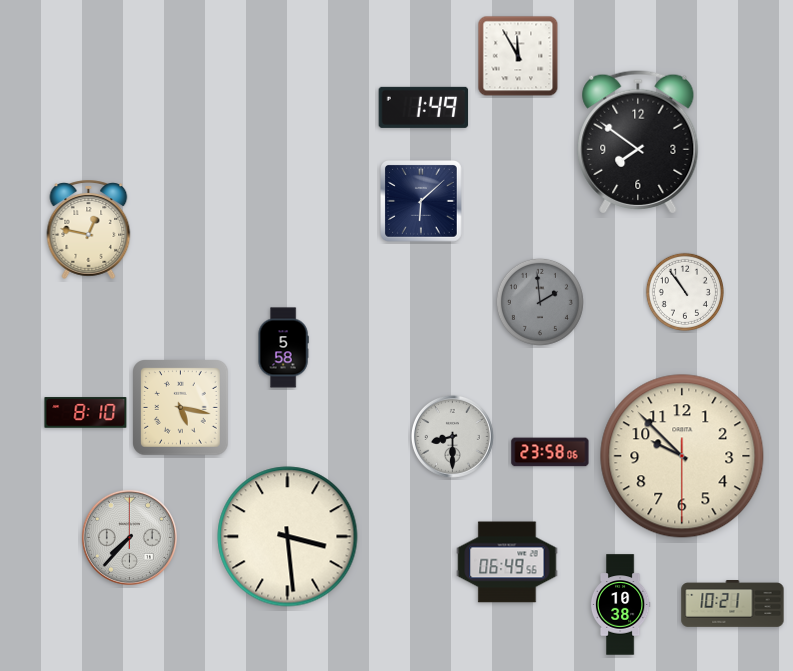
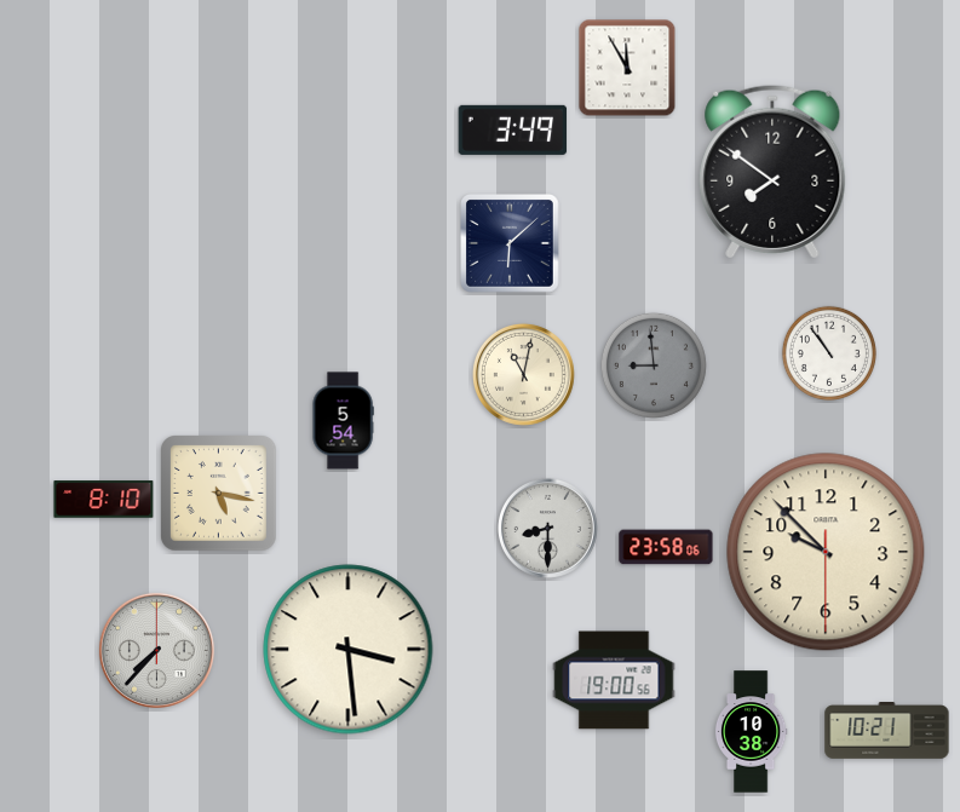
clock at (424, 107): 1:49 -> 3:49
clock at (89, 229): 12:47 -> none
clock at (540, 302): 1:59 -> 8:59
clock at (523, 374): none -> 11:02
clock at (283, 348): 5:58 -> 5:54
clock at (507, 562): 06:49 -> 19:00
